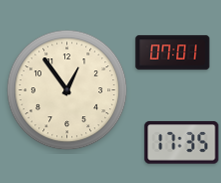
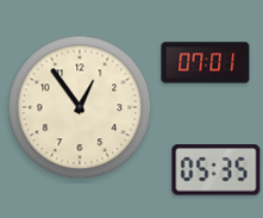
clock at (182, 143): 17:35 -> 05:35
